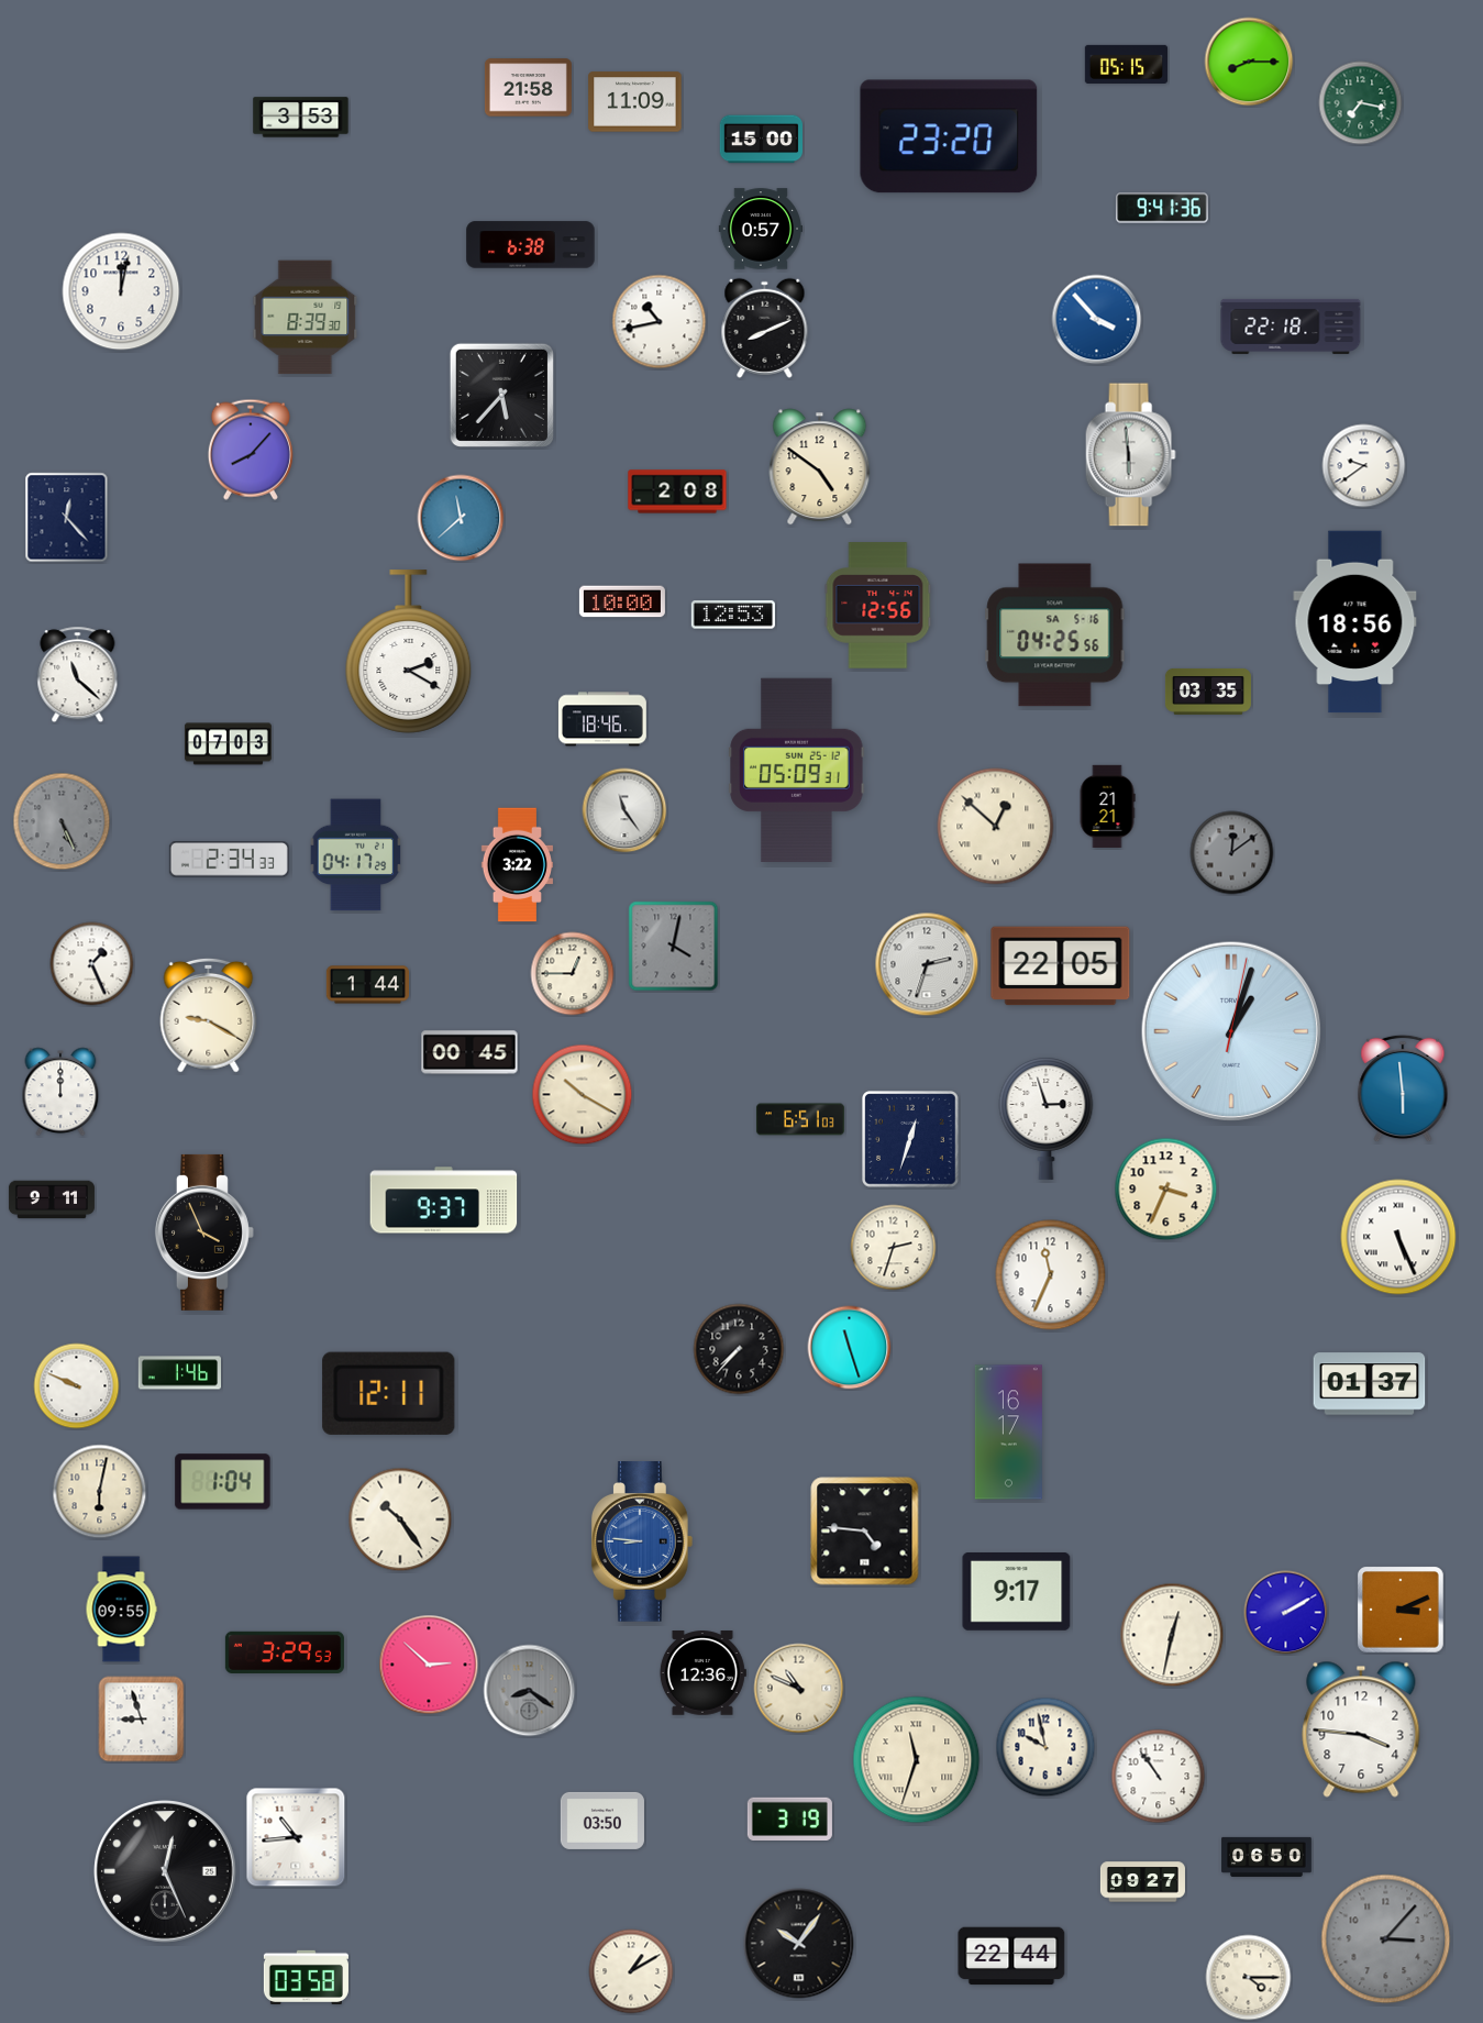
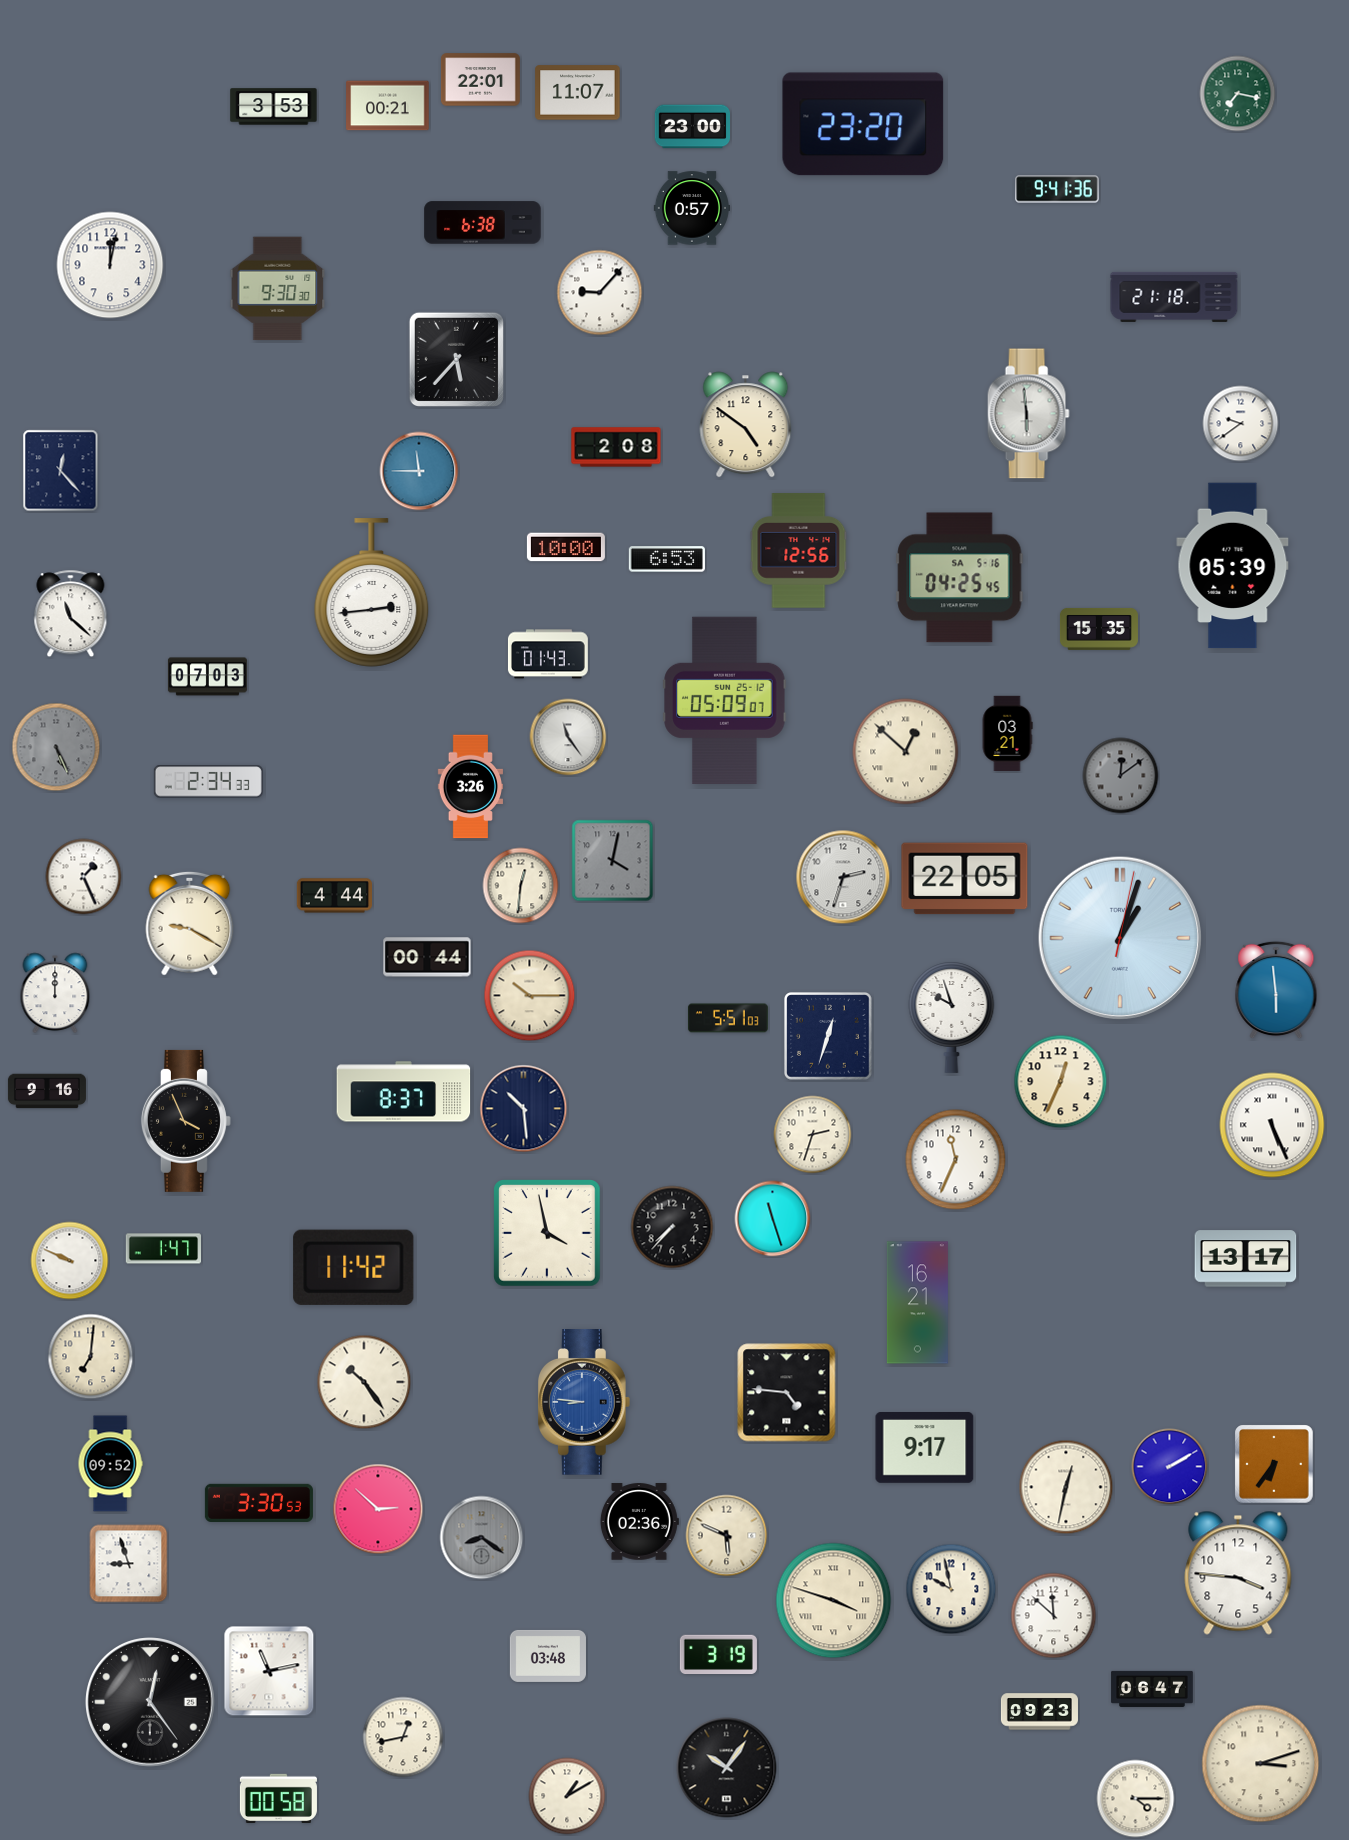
clock at (1249, 62): 8:15 -> none
clock at (1127, 64): 05:15 -> none
clock at (528, 88): 21:58 -> 22:01
clock at (635, 102): 11:09 -> 11:07
clock at (388, 106): none -> 00:21
clock at (761, 140): 15:00 -> 23:00
clock at (306, 318): 8:39 -> 9:30
clock at (1097, 320): 3:53 -> none
clock at (660, 322): 10:43 -> 9:07
clock at (1291, 327): 22:18 -> 21:18
clock at (765, 328): 8:11 -> none
clock at (251, 450): 8:07 -> none
clock at (461, 518): 11:38 -> 11:45
clock at (733, 615): 12:53 -> 6:53
clock at (1355, 622): 18:56 -> 05:39
clock at (1055, 635): 04:25:56 -> 04:25:45
clock at (409, 652): 2:20 -> 2:44
clock at (1208, 692): 03:35 -> 15:35
clock at (602, 719): 18:46 -> 01:43
clock at (797, 770): 05:09:31 -> 05:09:07
clock at (1107, 806): 21:21 -> 03:21
clock at (356, 855): 04:17 -> none
clock at (517, 865): 3:22 -> 3:26
clock at (573, 974): 12:45 -> 12:31
clock at (368, 985): 1:44 -> 4:44
clock at (469, 1052): 00:45 -> 00:44
clock at (583, 1095): 10:20 -> 10:15
clock at (1047, 1118): 2:57 -> 9:57
clock at (800, 1119): 6:51 -> 5:51
clock at (1166, 1190): 3:34 -> 12:34
clock at (52, 1200): 9:11 -> 9:16
clock at (444, 1201): 9:37 -> 8:37
clock at (524, 1109): none -> 10:29
clock at (850, 1348) position: (850, 1348) -> (773, 1219)
clock at (547, 1233): none -> 3:58
clock at (179, 1373): 1:46 -> 1:47
clock at (1370, 1384): 01:37 -> 13:17
clock at (389, 1393): 12:11 -> 11:42
clock at (1008, 1433): 16:17 -> 16:21
clock at (223, 1482): 1:04 -> none
clock at (100, 1492): 6:02 -> 7:01
clock at (121, 1610): 09:55 -> 09:52
clock at (1401, 1610): 3:11 -> 6:36
clock at (285, 1651): 3:29 -> 3:30
clock at (429, 1665) position: (429, 1665) -> (378, 1509)
clock at (702, 1673): 12:36 -> 02:36
clock at (799, 1689): 10:49 -> 5:49
clock at (917, 1760): 11:33 -> 3:48
clock at (1159, 1777): 10:54 -> 11:52
clock at (602, 1821): 03:50 -> 03:48
clock at (296, 1837): 10:44 -> 11:13
clock at (1266, 1856): 06:50 -> 06:47
clock at (165, 1871): 12:26 -> 12:24
clock at (1142, 1882): 09:27 -> 09:23
clock at (403, 1737): none -> 12:43
clock at (1386, 1939): 3:07 -> 3:12
clock at (1386, 1939) dial: grey -> cream
clock at (1011, 1956): 22:44 -> none
clock at (631, 1971) position: (631, 1971) -> (567, 1796)
clock at (306, 1978): 03:58 -> 00:58
